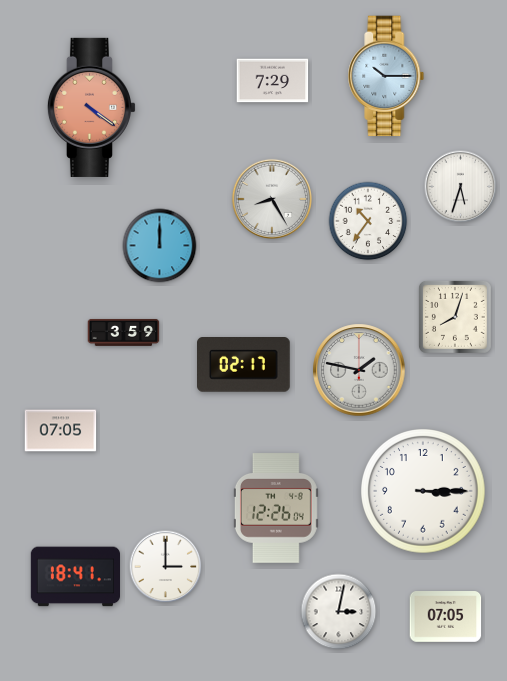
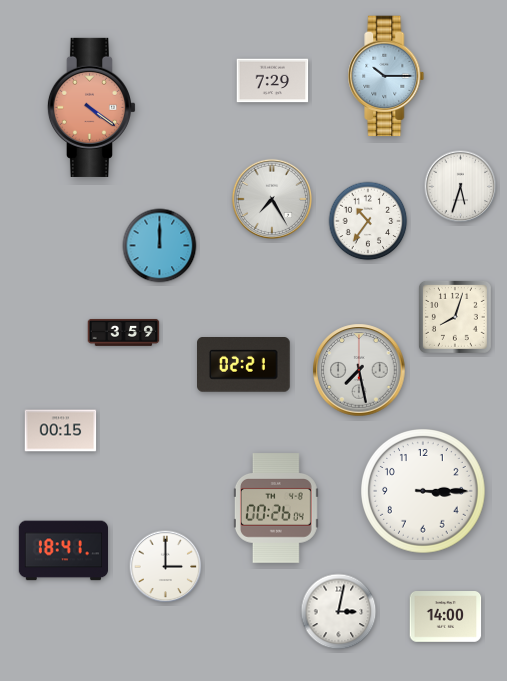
clock at (272, 199): 8:25 -> 7:25
clock at (244, 365): 02:17 -> 02:21
clock at (359, 370): 1:47 -> 7:28
clock at (61, 431): 07:05 -> 00:15
clock at (276, 508): 12:26 -> 00:26
clock at (75, 577) position: (75, 577) -> (63, 551)
clock at (446, 617): 07:05 -> 14:00
